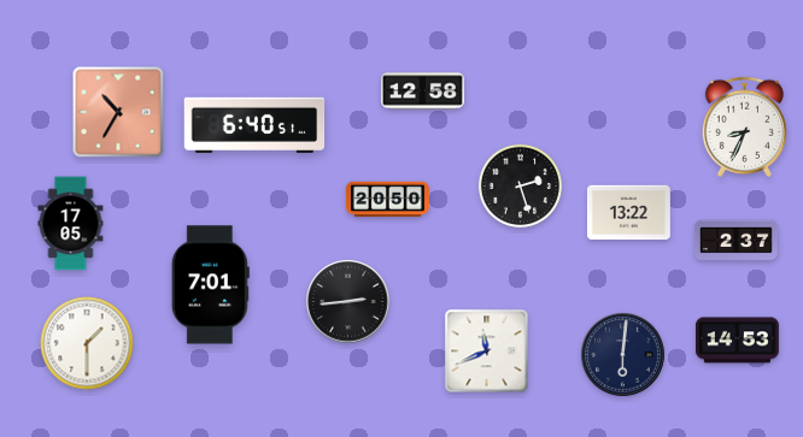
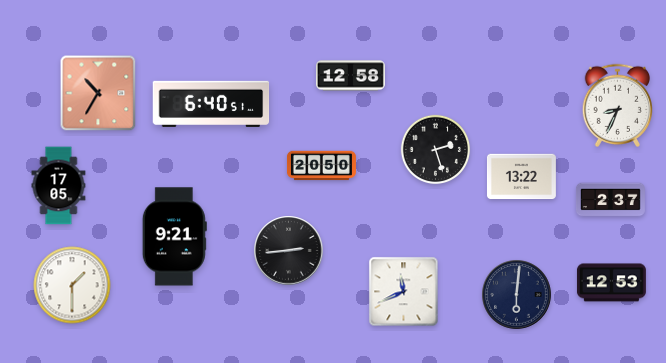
clock at (521, 187) position: (521, 187) -> (436, 150)
clock at (210, 285): 7:01 -> 9:21
clock at (737, 341): 14:53 -> 12:53
